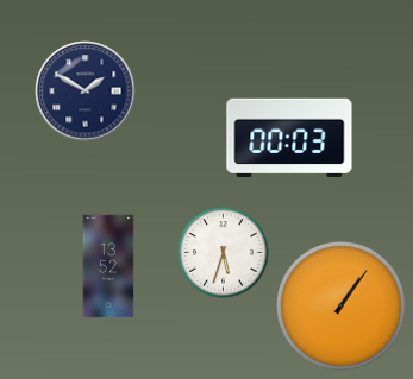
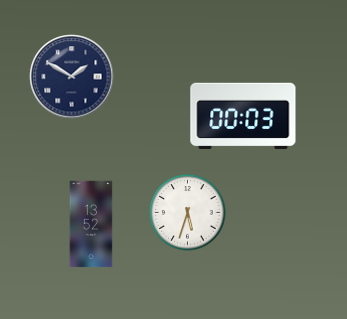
clock at (342, 307): 1:06 -> none
